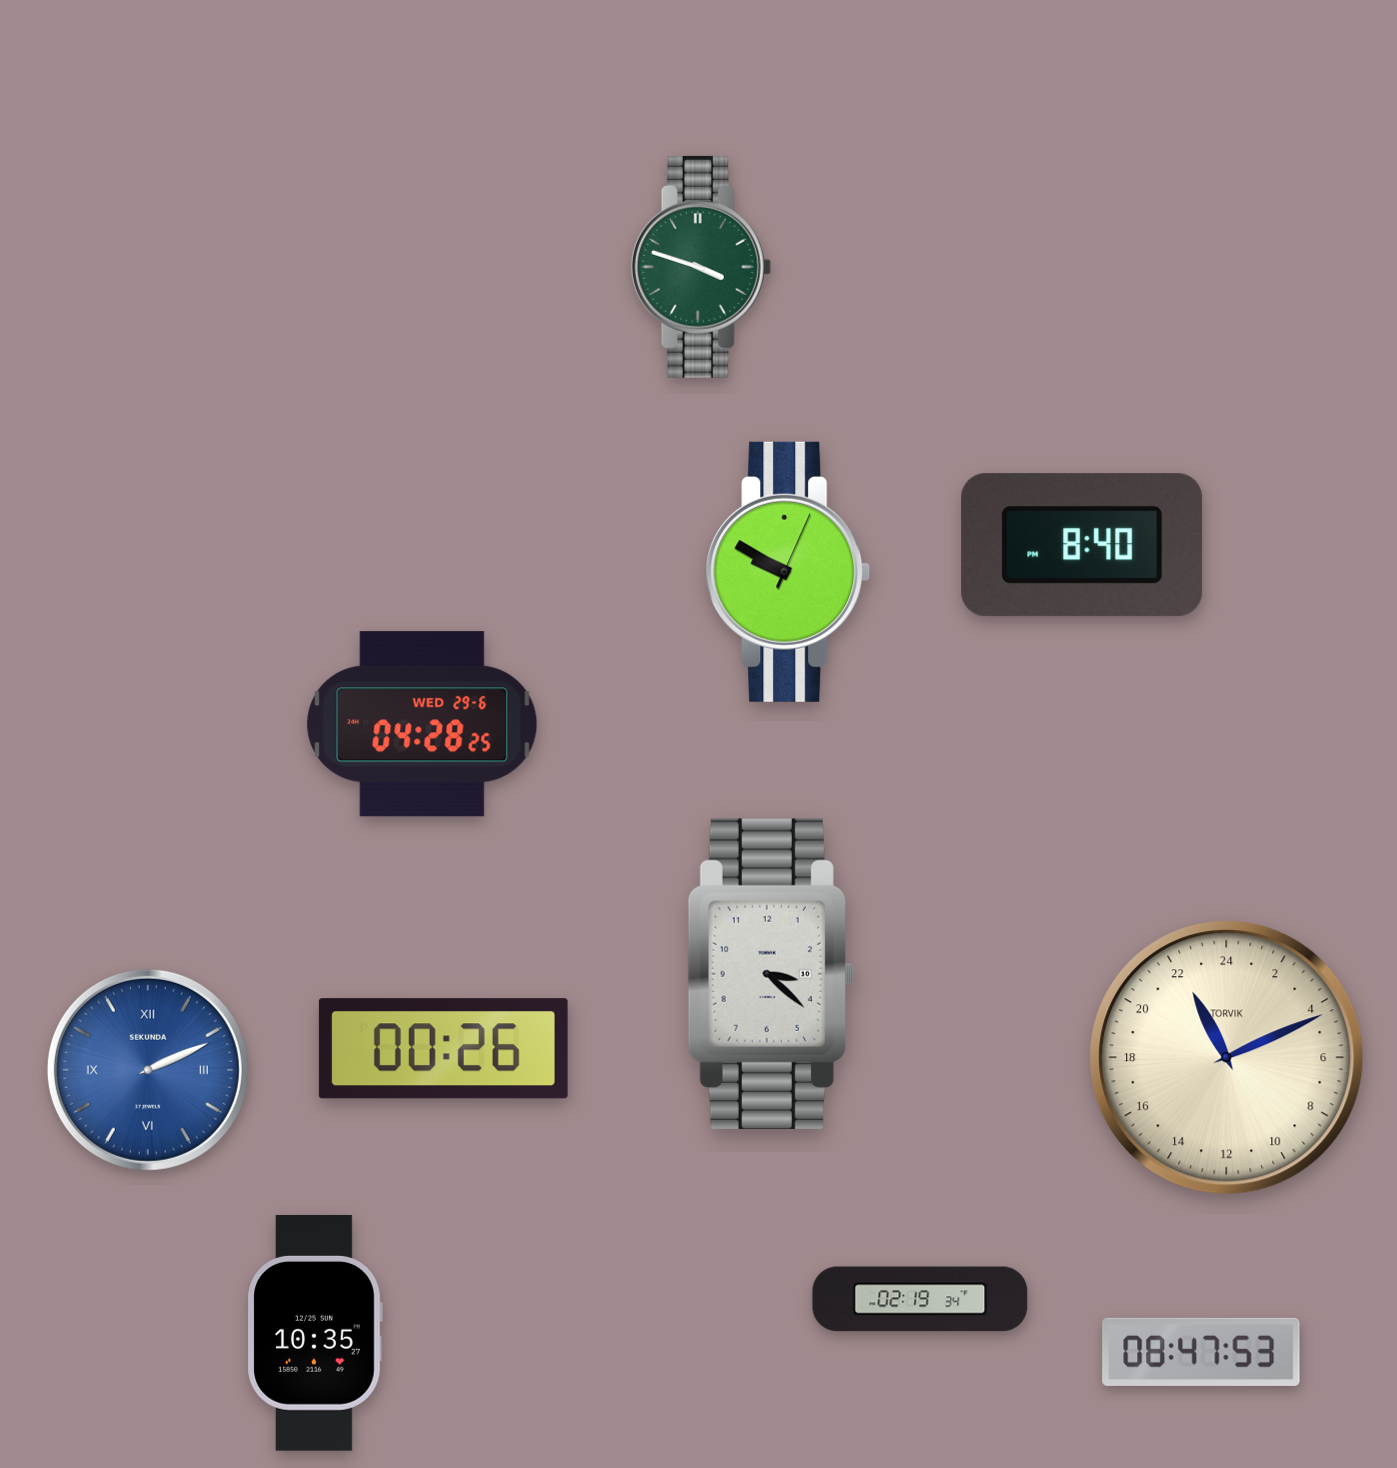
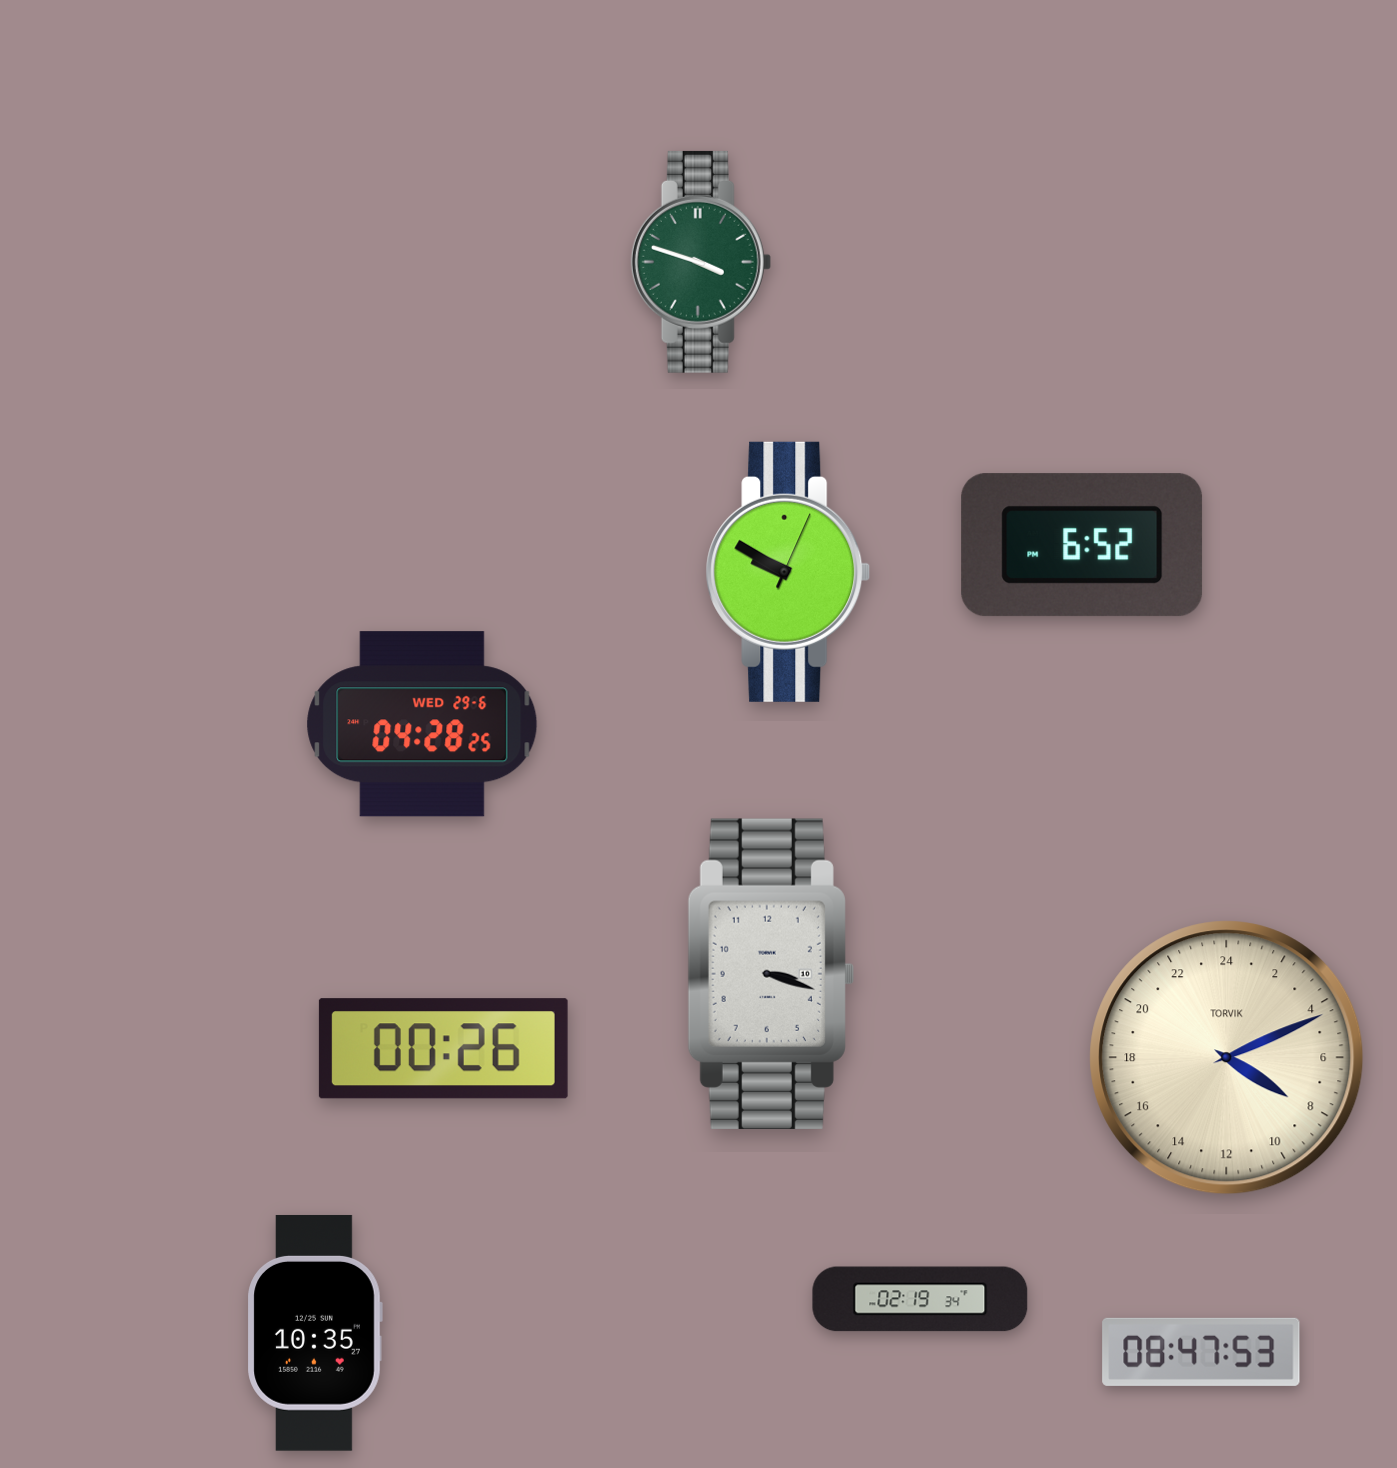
clock at (701, 267) position: (701, 267) -> (701, 262)
clock at (1082, 545): 8:40 -> 6:52
clock at (771, 974): 3:22 -> 3:18
clock at (1227, 1058): 22:11 -> 8:11
clock at (148, 1070): 2:11 -> none
